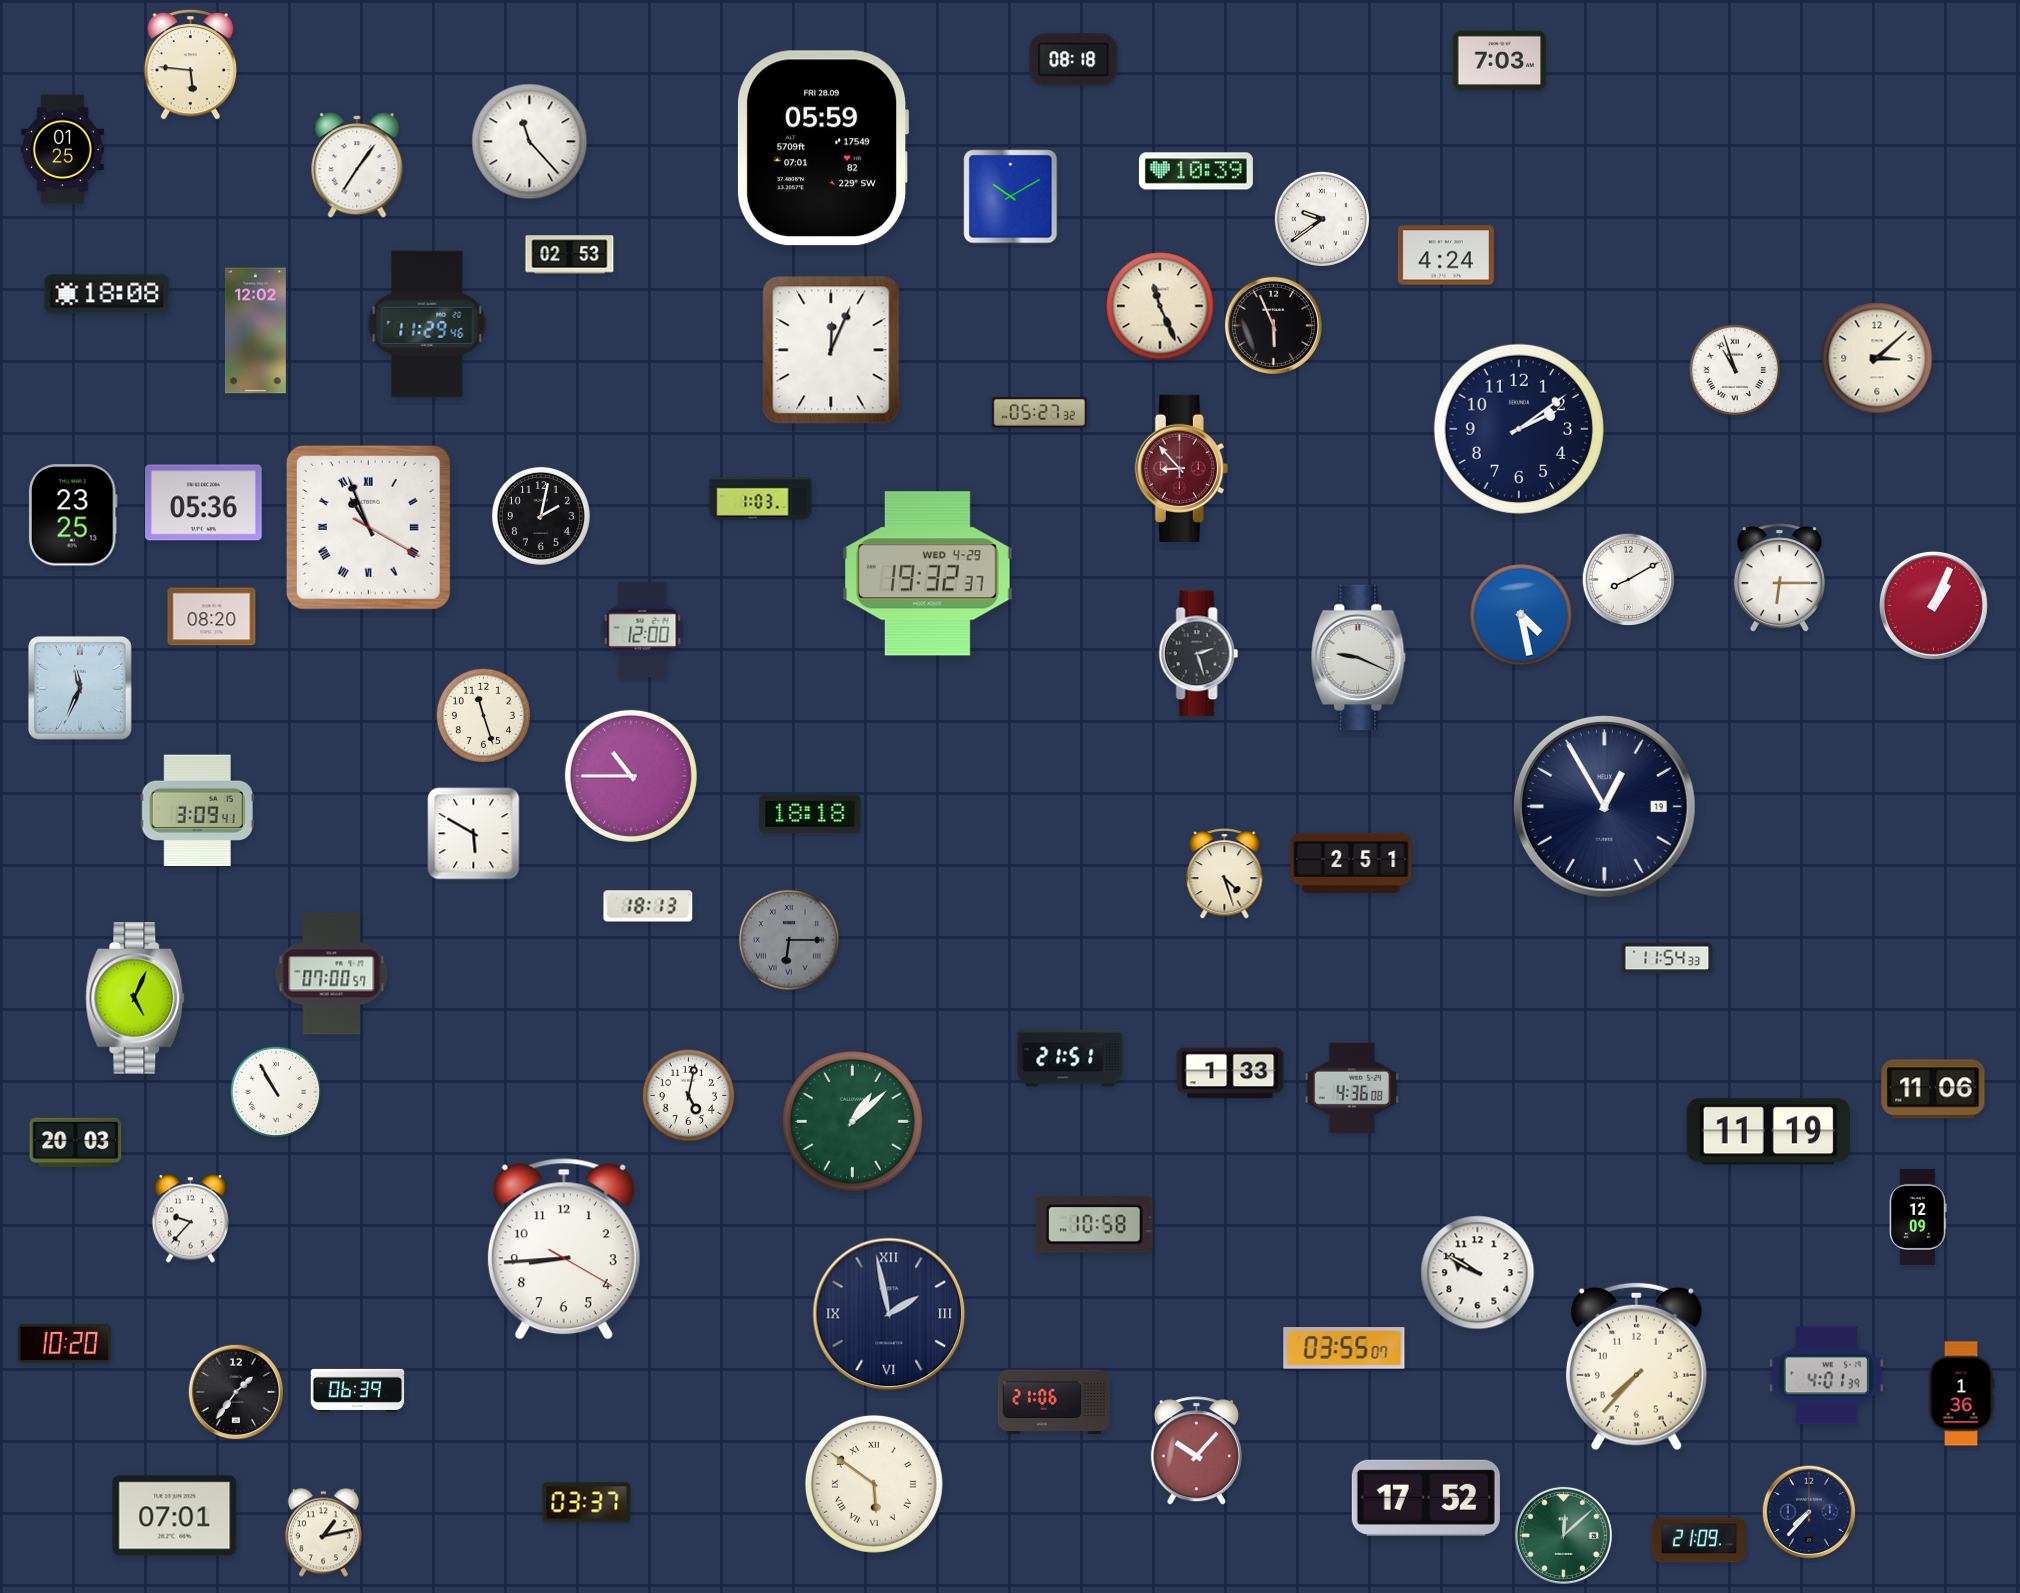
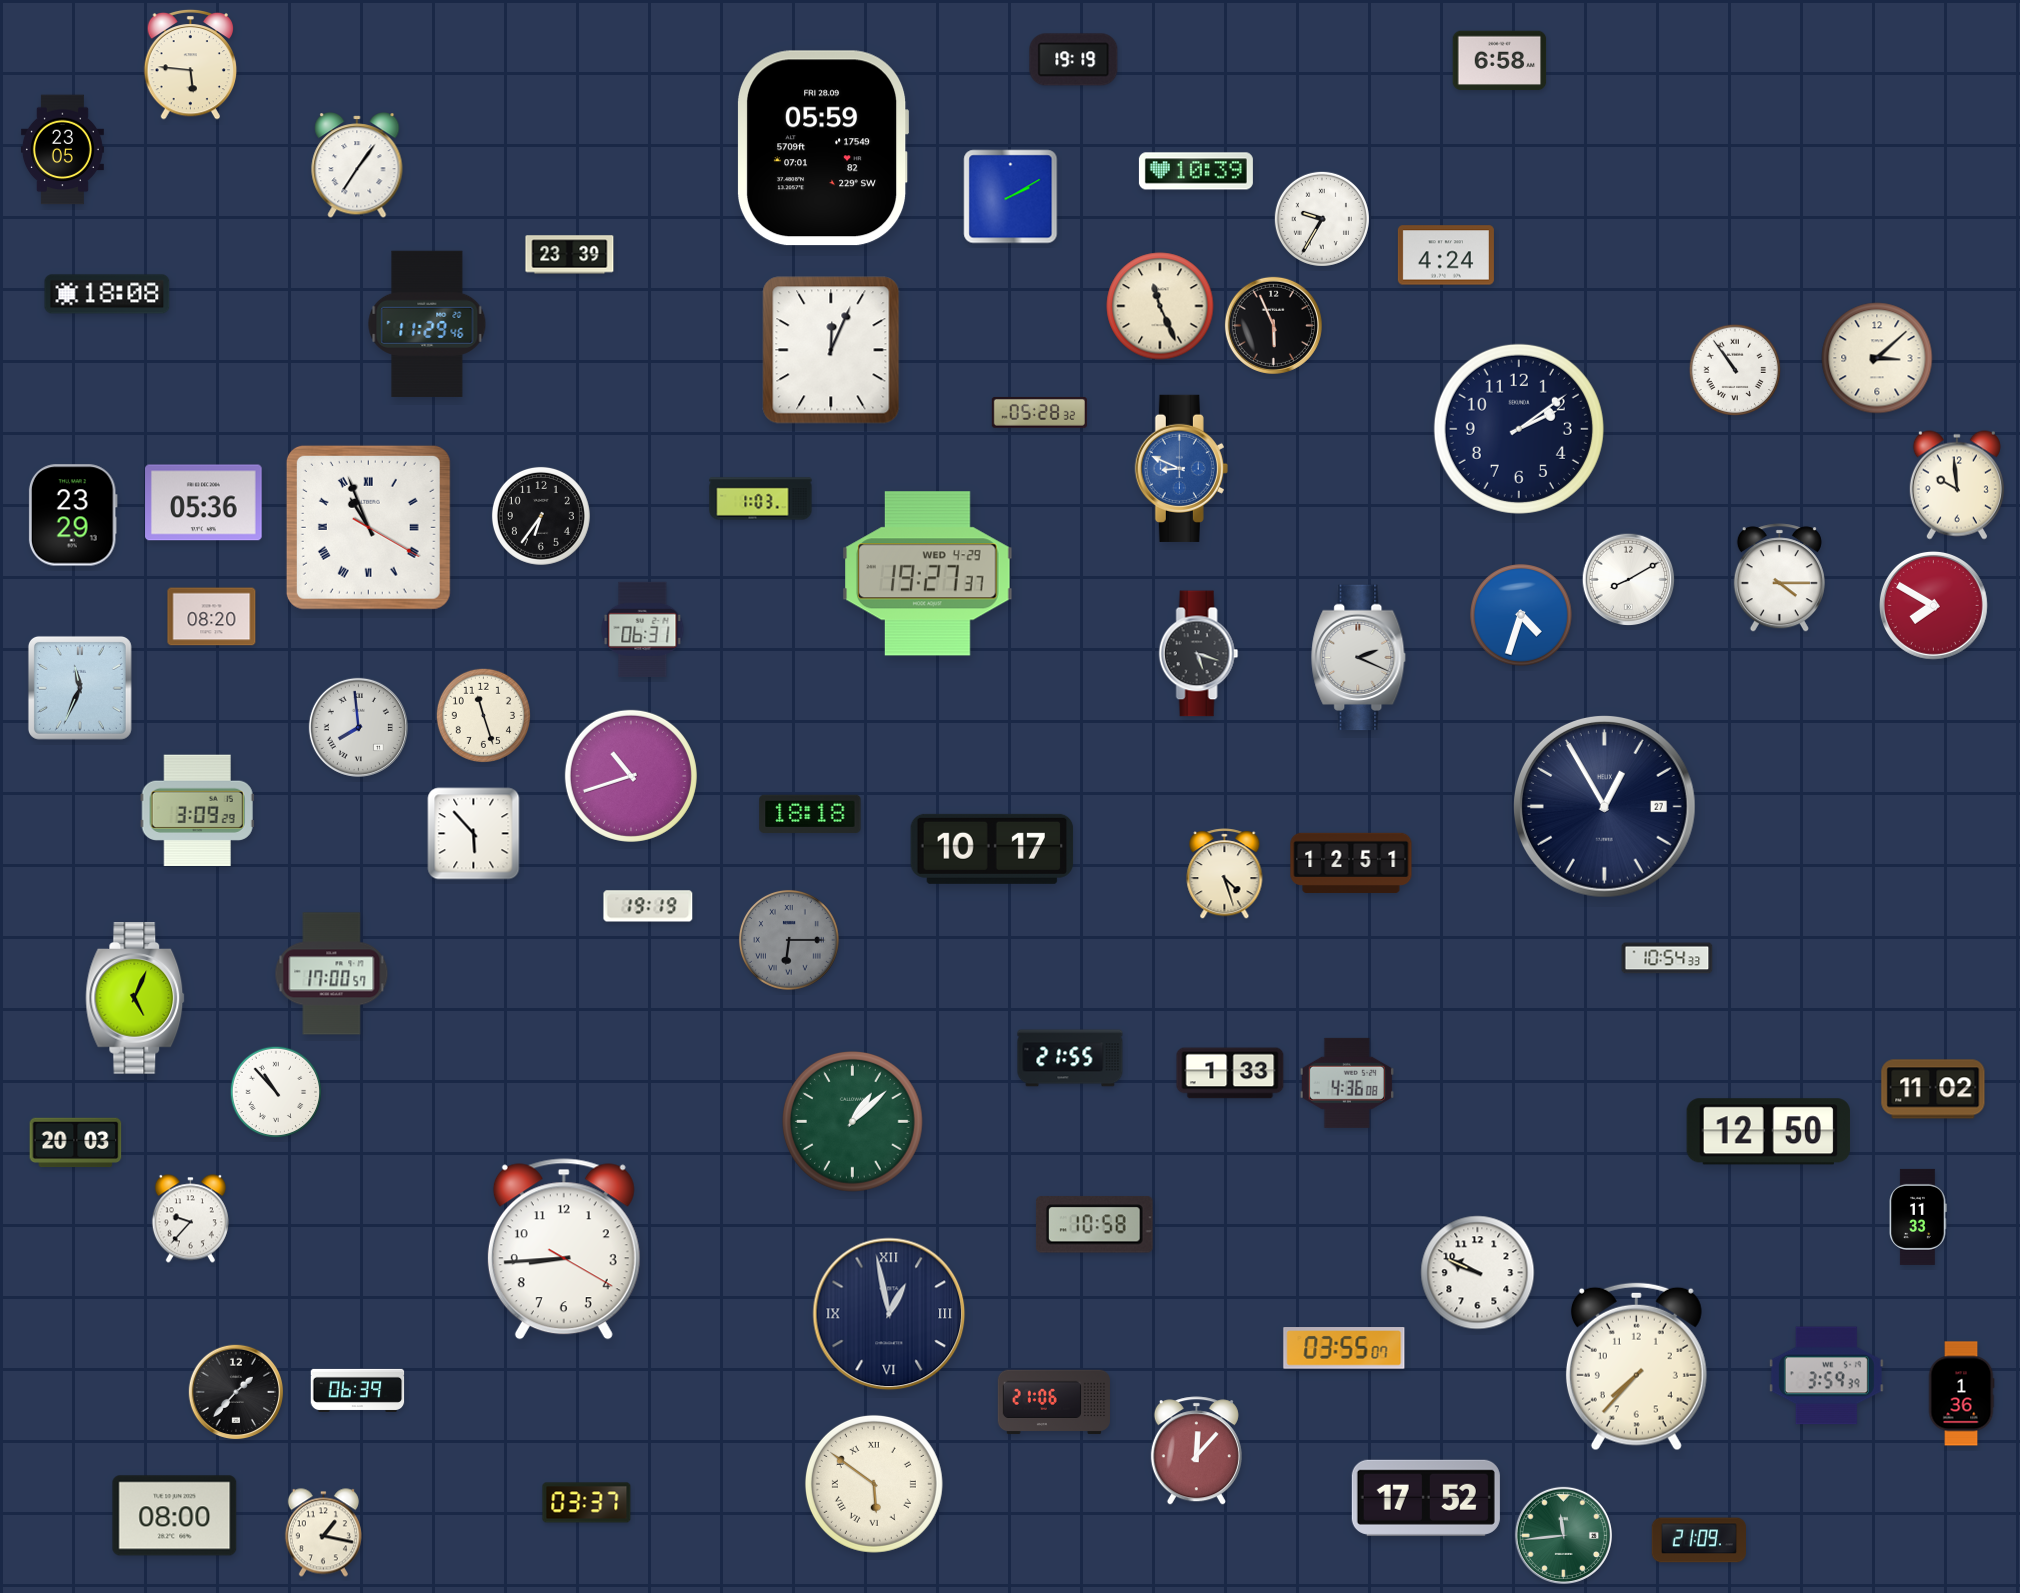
clock at (1074, 60): 08:18 -> 19:19
clock at (1500, 61): 7:03 -> 6:58
clock at (530, 142): 11:23 -> none
clock at (62, 150): 01:25 -> 23:05
clock at (1011, 197): 10:10 -> 2:10
clock at (1322, 219): 9:39 -> 9:35
clock at (570, 255): 02:53 -> 23:39
clock at (255, 331): 12:02 -> none
clock at (1735, 370): 10:57 -> 10:54
clock at (1039, 413): 05:27 -> 05:28
clock at (1181, 468): 8:53 -> 8:49
clock at (1181, 468) dial: burgundy -> blue
clock at (1957, 485): none -> 9:59
clock at (73, 515): 23:25 -> 23:29
clock at (541, 516): 2:02 -> 6:36
clock at (928, 574): 19:32 -> 19:27
clock at (1779, 578): 6:15 -> 4:15
clock at (1933, 605): 1:04 -> 7:50
clock at (1521, 615): 4:28 -> 4:33
clock at (643, 629): 12:00 -> 06:31
clock at (1199, 654): 2:27 -> 5:18
clock at (1359, 658): 9:19 -> 2:19
clock at (358, 727): none -> 7:59
clock at (631, 776): 10:45 -> 10:42
clock at (1604, 806) date: 19 -> 27
clock at (197, 811): 3:09:41 -> 3:09:29
clock at (474, 834): 5:50 -> 5:53
clock at (992, 849): none -> 10:17
clock at (1351, 863): 2:51 -> 12:51
clock at (648, 906): 18:13 -> 19:19
clock at (1667, 958): 11:54 -> 10:54
clock at (332, 974): 07:00 -> 17:00
clock at (1070, 1058): 21:51 -> 21:55
clock at (1351, 1088) position: (1351, 1088) -> (1346, 1083)
clock at (1933, 1089): 11:06 -> 11:02
clock at (276, 1092): 10:55 -> 10:53
clock at (689, 1096): 5:02 -> none
clock at (1768, 1132): 11:19 -> 12:50
clock at (1918, 1217): 12:09 -> 11:33
clock at (1478, 1273): 9:50 -> 9:49
clock at (889, 1314): 1:58 -> 12:58
clock at (65, 1343): 10:20 -> none
clock at (1826, 1376): 4:01 -> 3:59
clock at (235, 1391): 1:36 -> 1:37
clock at (1196, 1451): 10:07 -> 12:07
clock at (1809, 1512): 7:37 -> none
clock at (175, 1516): 07:01 -> 08:00
clock at (323, 1533): 1:13 -> 1:17
clock at (1563, 1535): 12:08 -> 11:44
